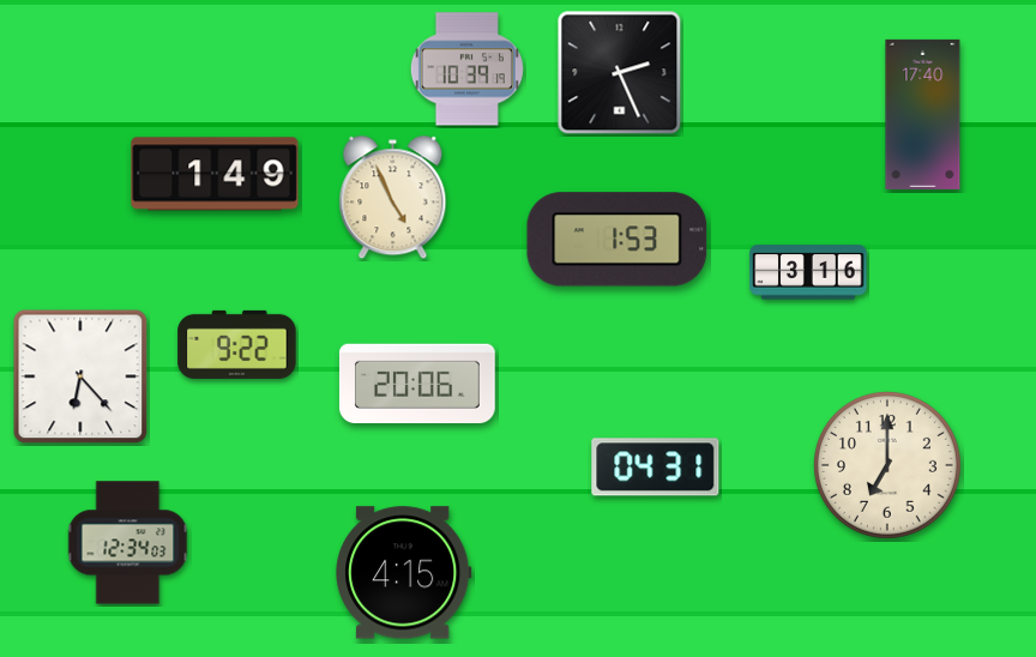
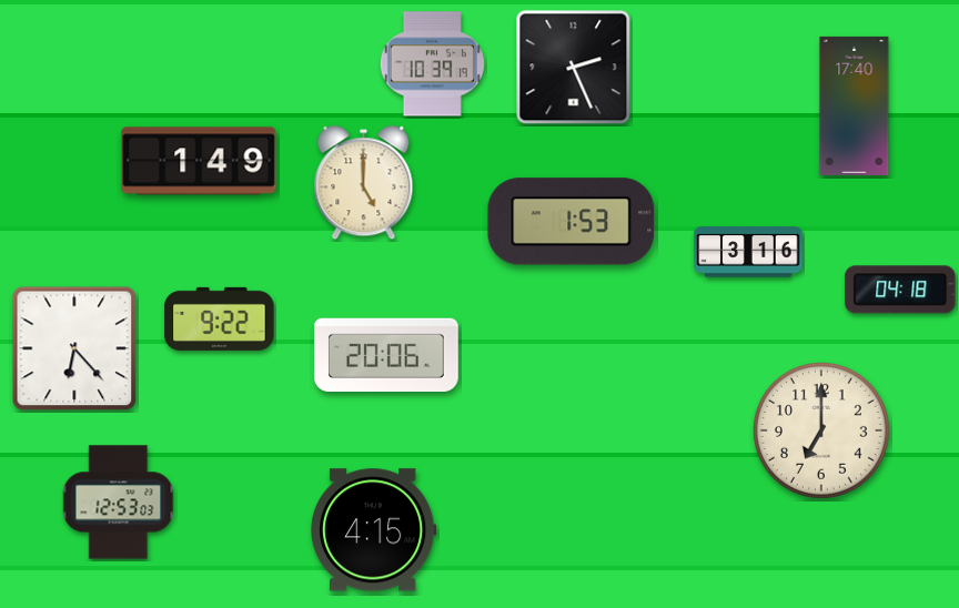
clock at (393, 198): 4:56 -> 5:00
clock at (900, 290): none -> 04:18
clock at (656, 468): 04:31 -> none
clock at (128, 543): 12:34 -> 12:53
